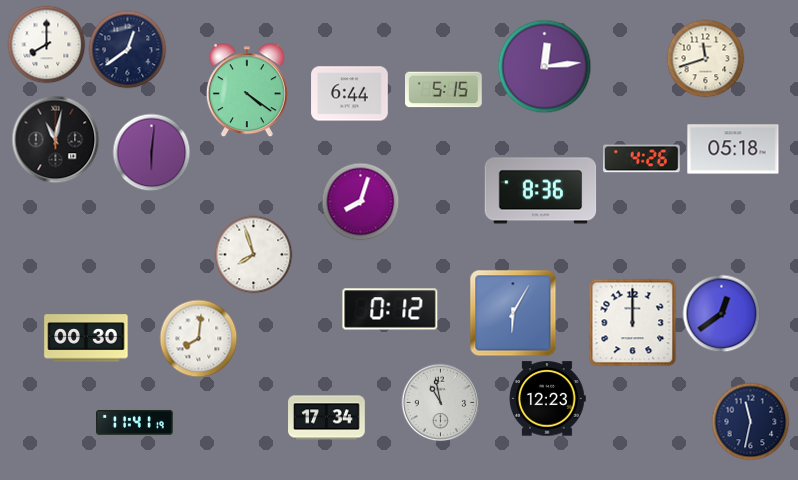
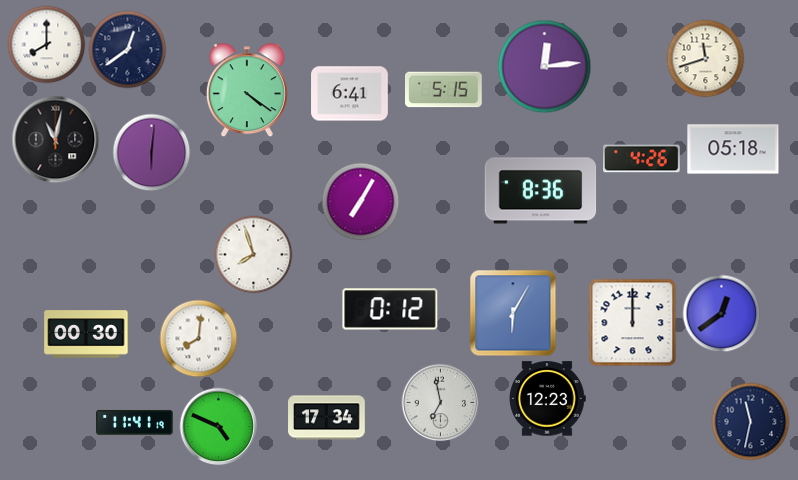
clock at (350, 94): 6:44 -> 6:41
clock at (360, 201): 8:03 -> 7:05
clock at (86, 338) position: (86, 338) -> (86, 334)
clock at (440, 402): 10:58 -> 6:58
clock at (218, 426): none -> 4:49
